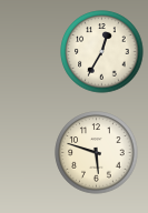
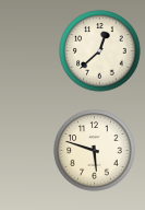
clock at (102, 52): 12:35 -> 12:38
